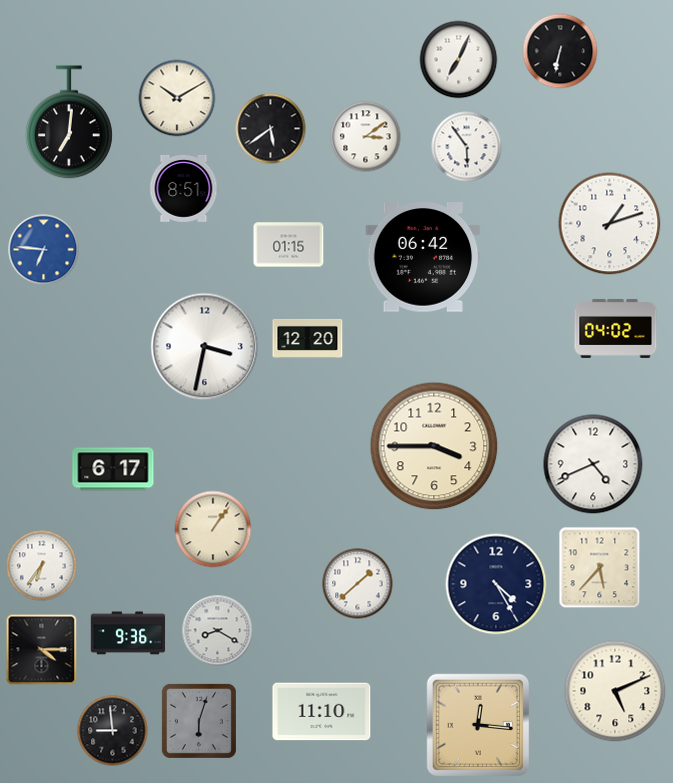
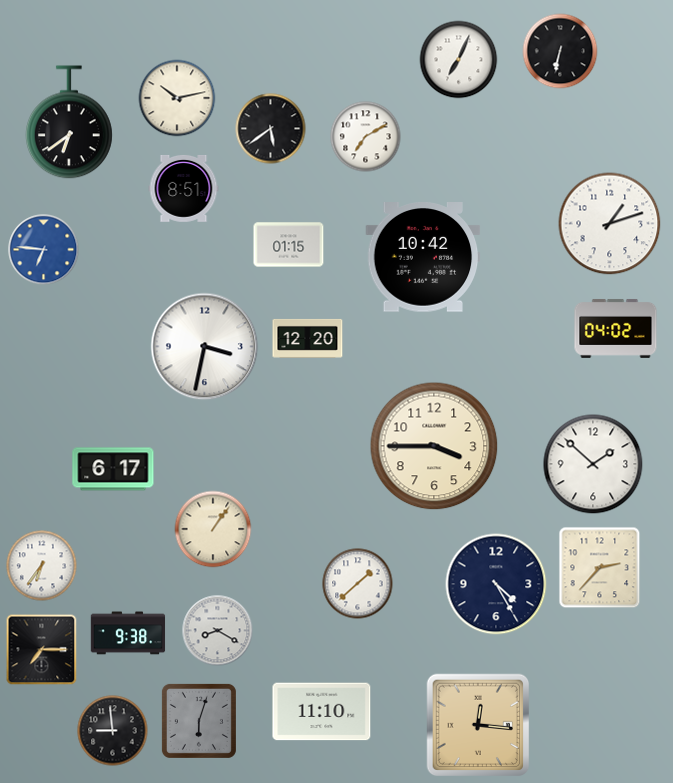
clock at (177, 98): 10:10 -> 10:13
clock at (70, 122): 7:01 -> 6:39
clock at (366, 137): 3:09 -> 7:10
clock at (467, 147): 5:54 -> none
clock at (423, 258): 06:42 -> 10:42
clock at (593, 464): 4:41 -> 1:52
clock at (600, 568): 5:37 -> 2:37
clock at (128, 633): 9:36 -> 9:38
clock at (42, 650): 4:15 -> 7:15
clock at (615, 691): 5:11 -> none
